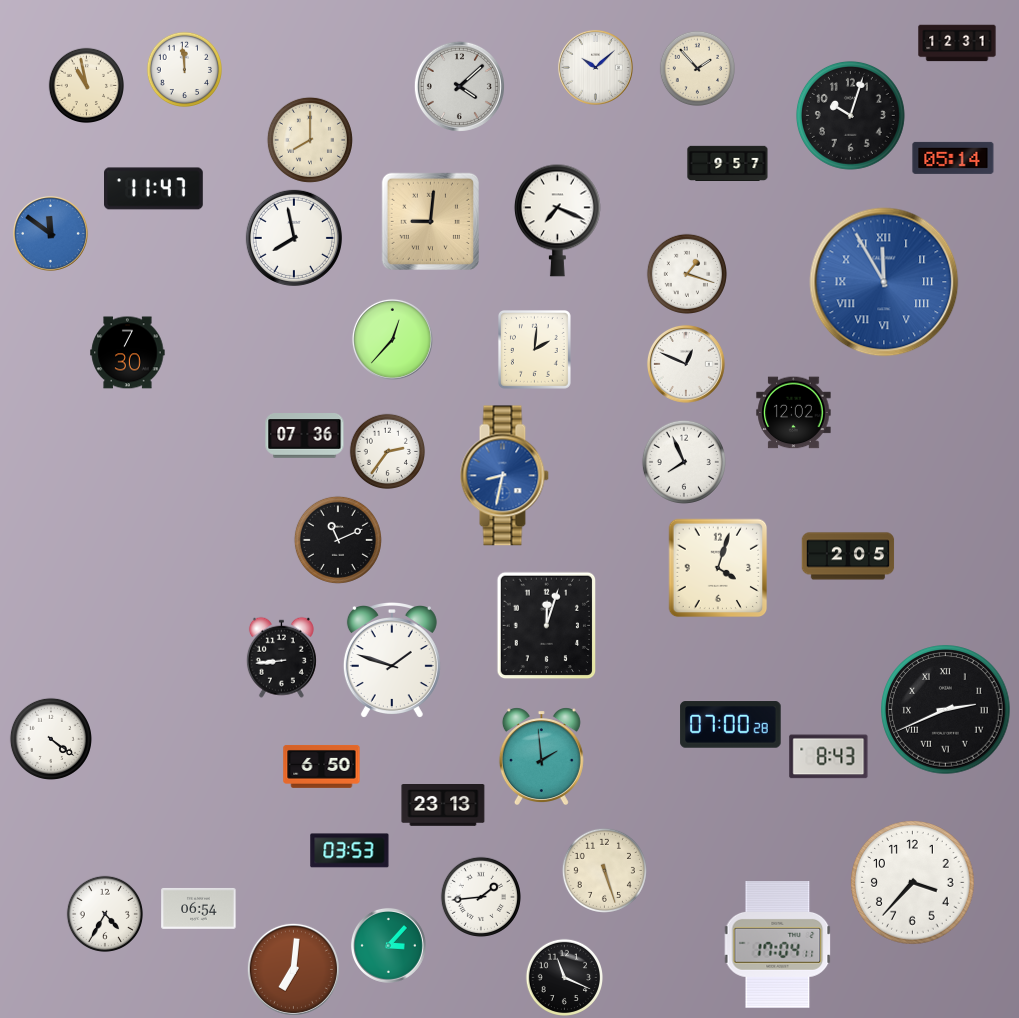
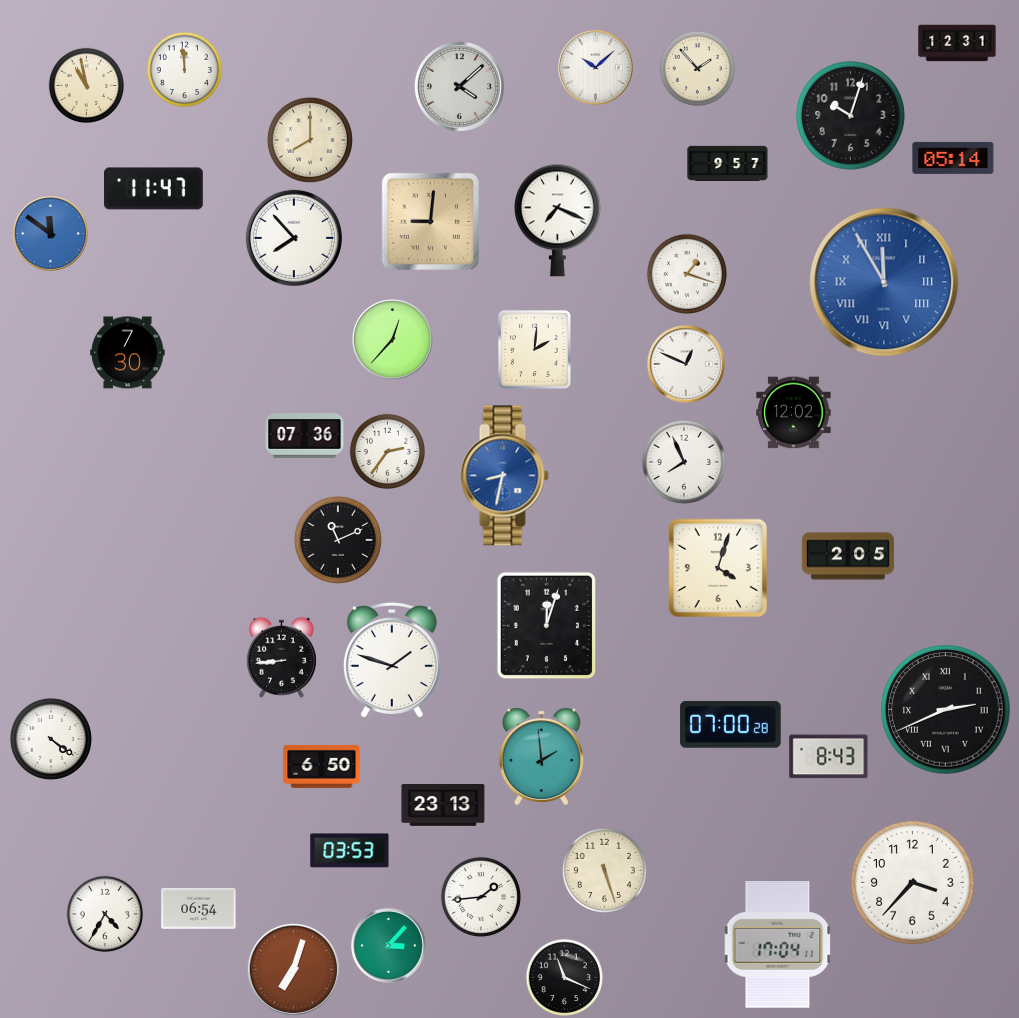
clock at (294, 238): 7:58 -> 7:53
clock at (293, 969): 7:01 -> 7:03
